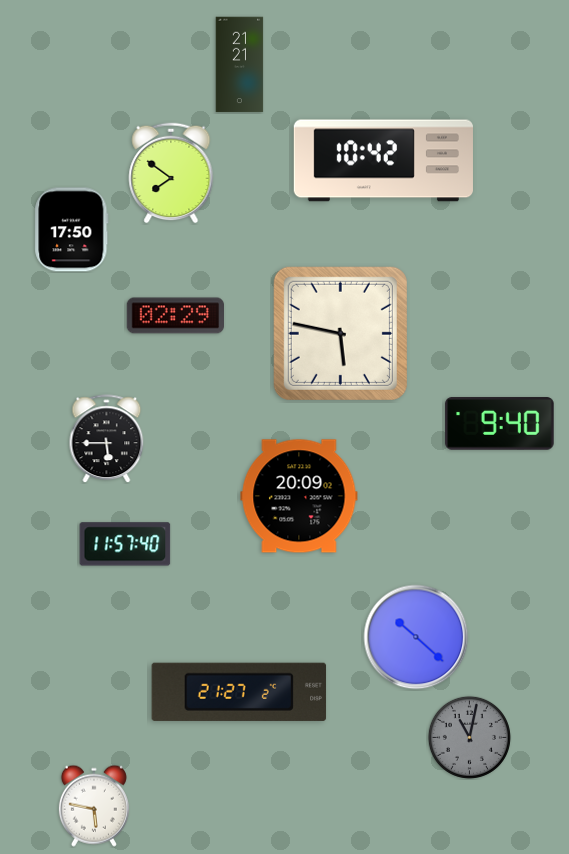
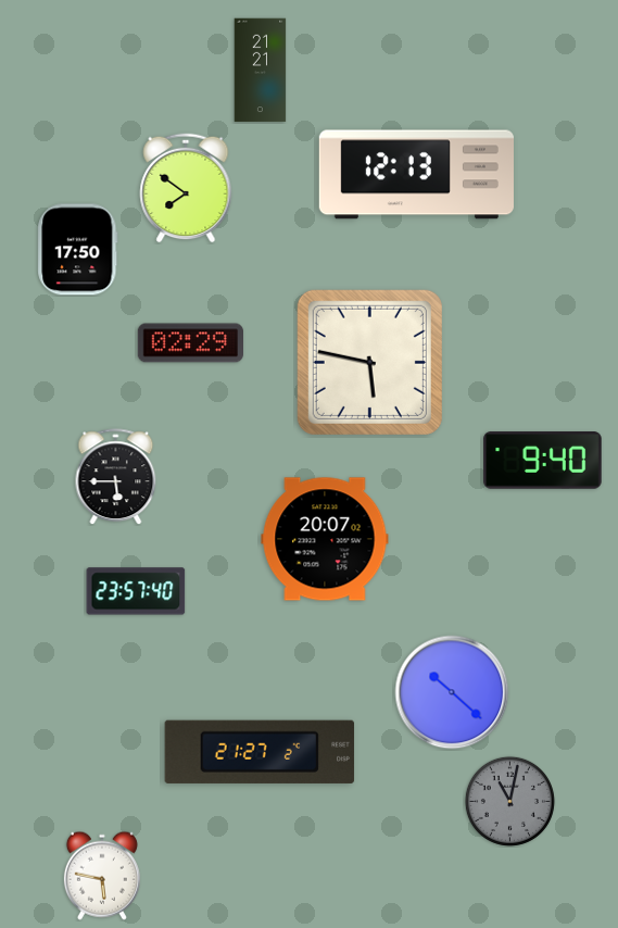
clock at (383, 161): 10:42 -> 12:13
clock at (299, 496): 20:09 -> 20:07
clock at (125, 544): 11:57 -> 23:57
